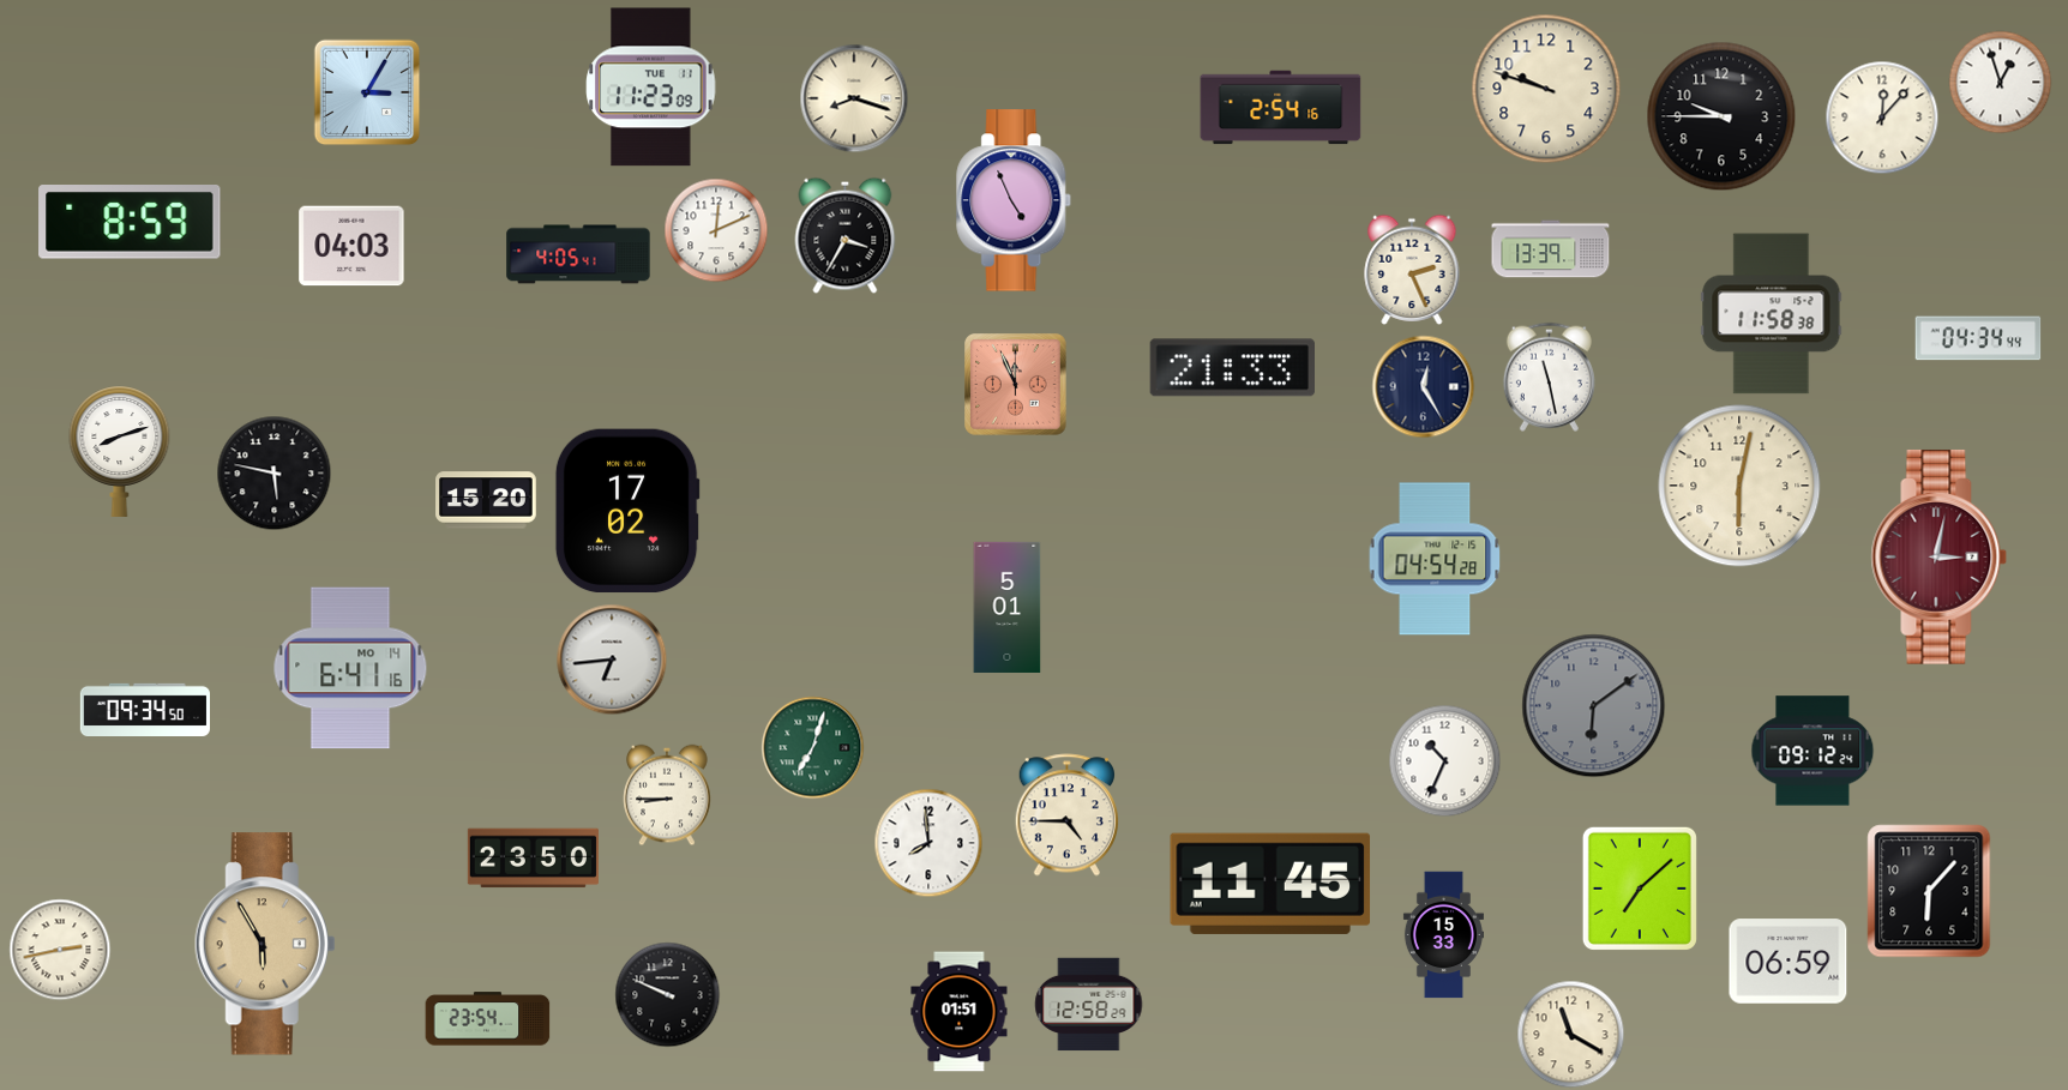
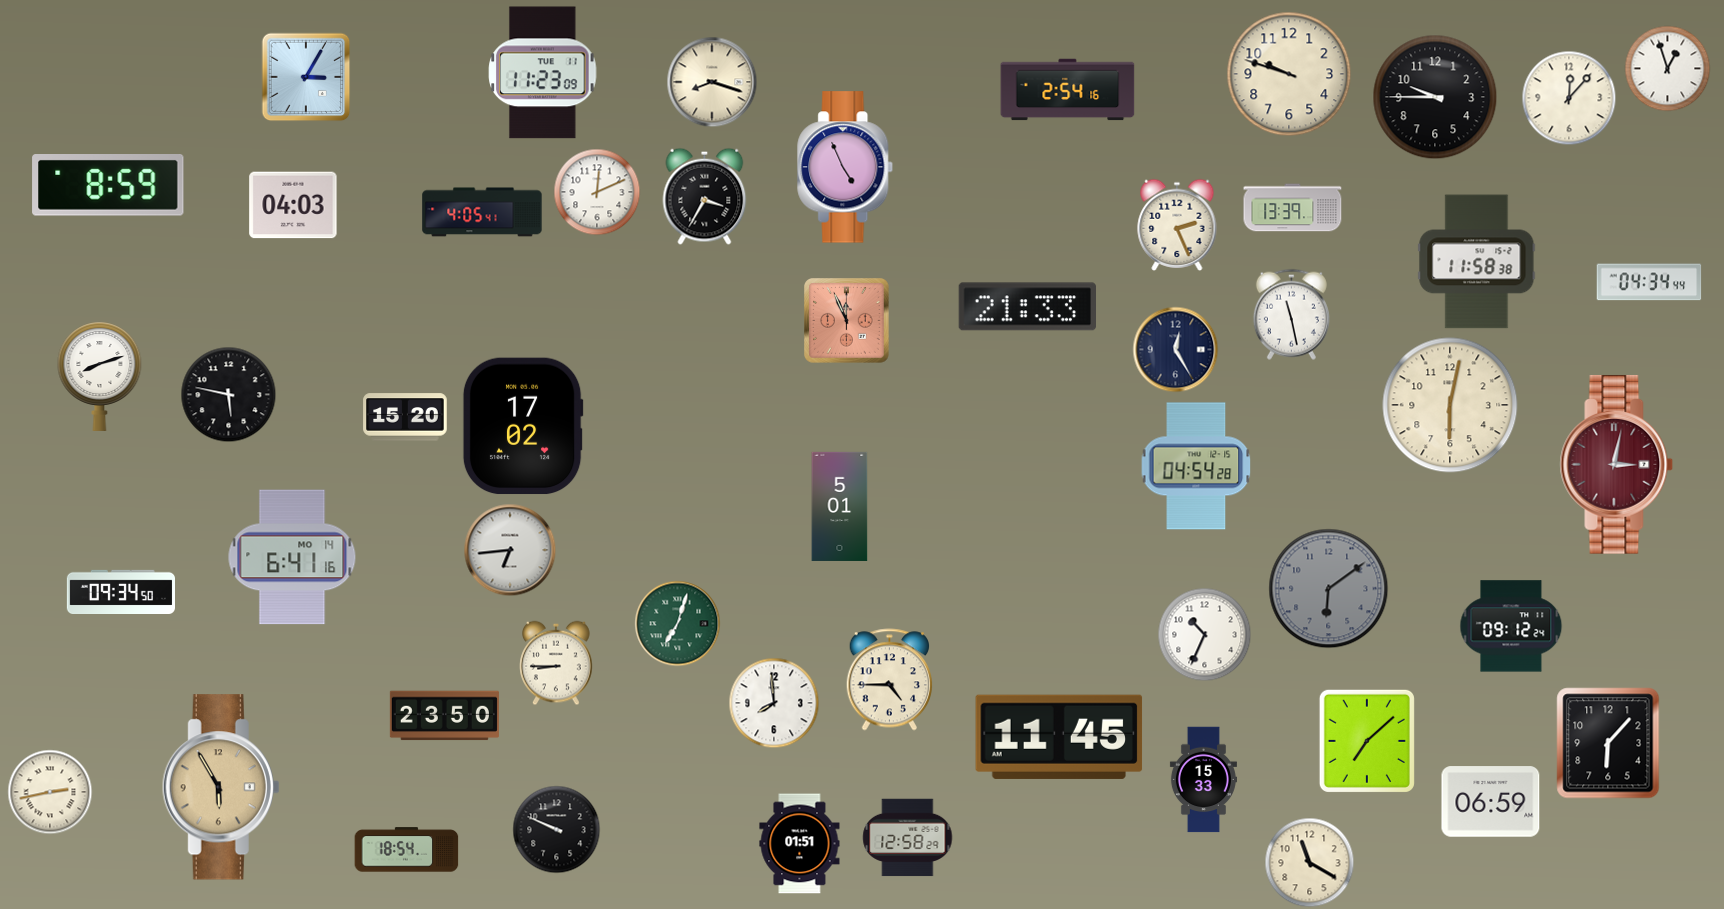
clock at (1424, 387) position: (1424, 387) -> (1176, 350)
clock at (488, 1019): 23:54 -> 18:54
